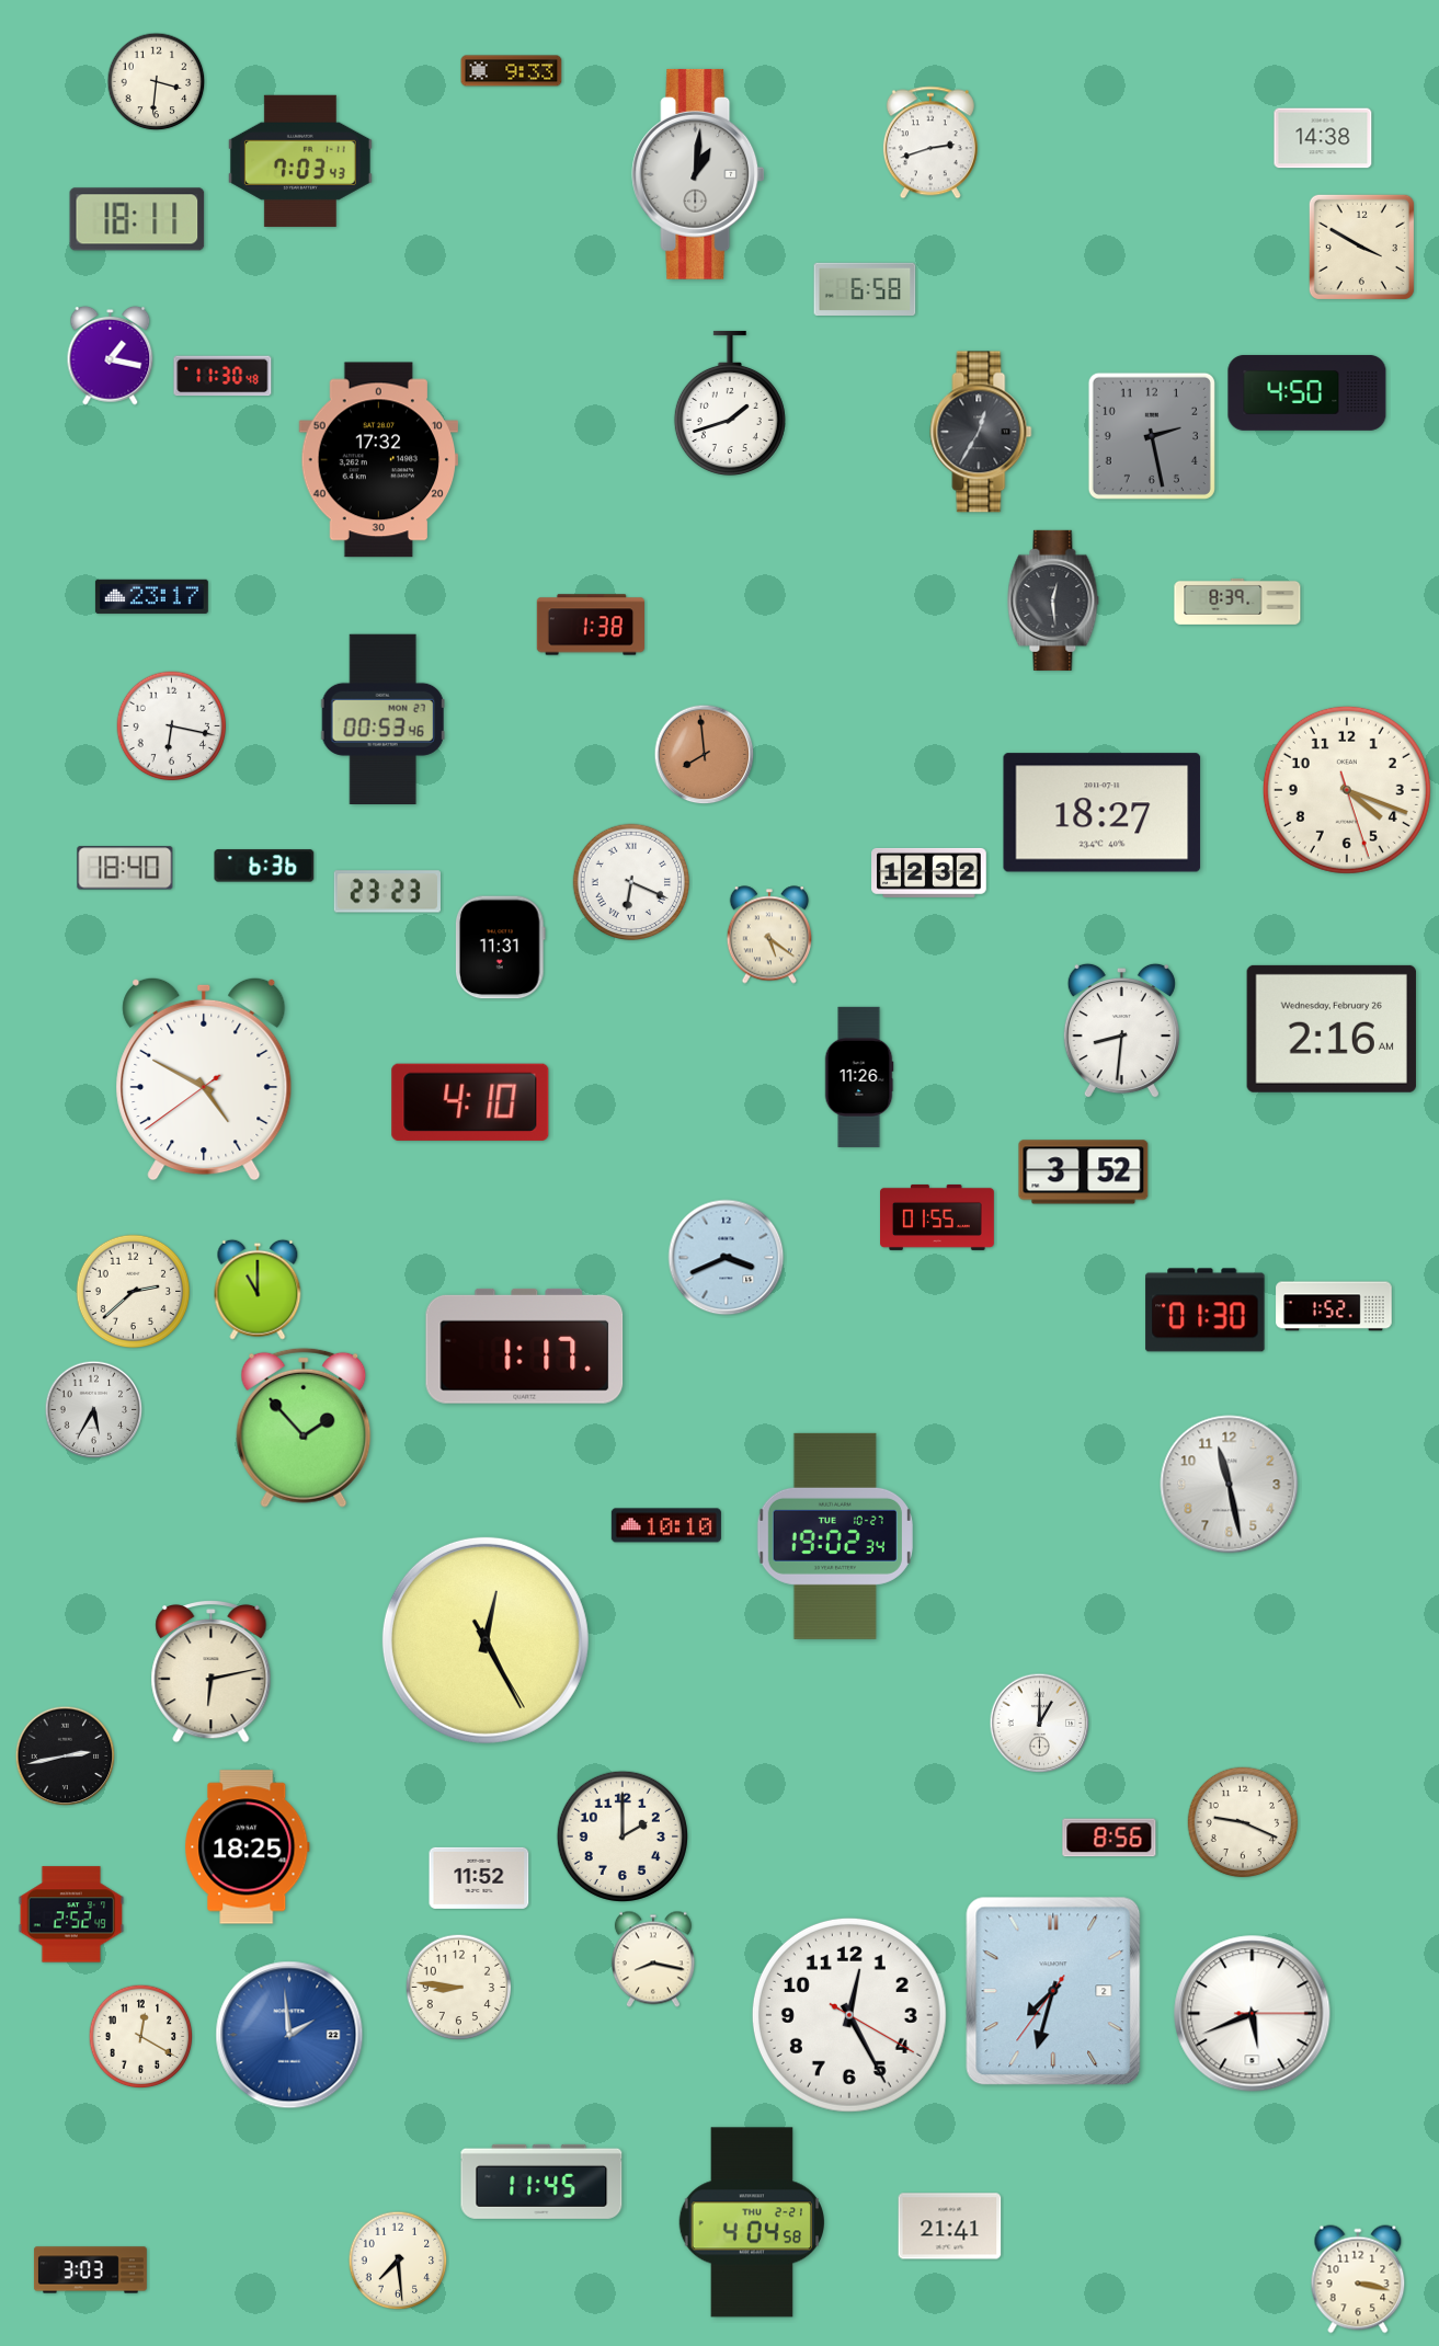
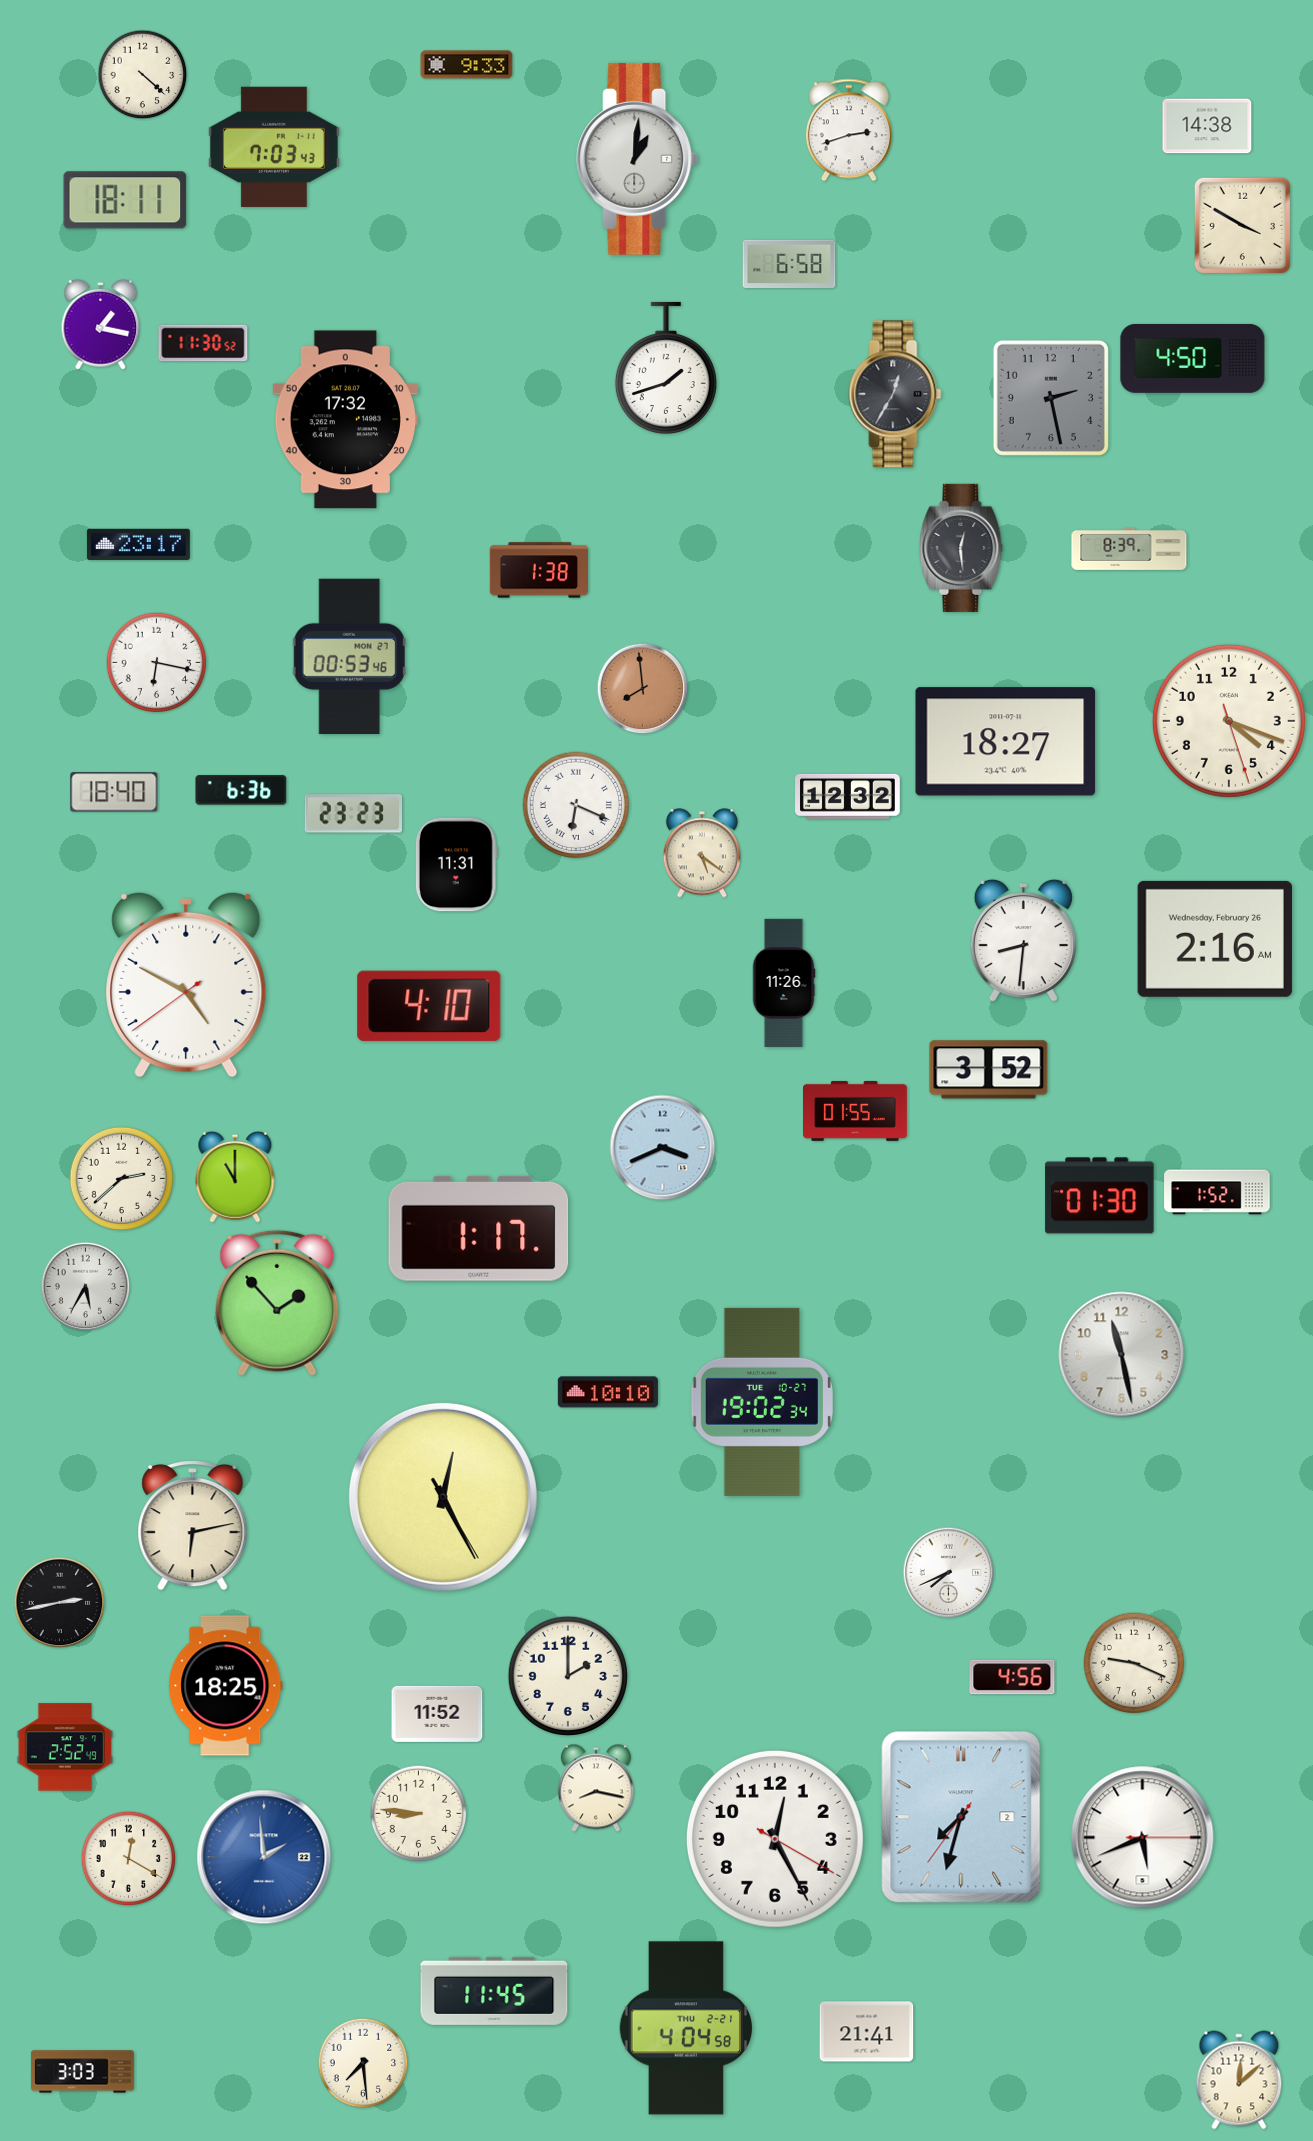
clock at (157, 82): 3:31 -> 4:22
clock at (222, 376): 11:30:48 -> 11:30:52
clock at (1040, 1724): 1:00 -> 7:41
clock at (1109, 1838): 8:56 -> 4:56
clock at (1358, 2279): 3:17 -> 12:08
